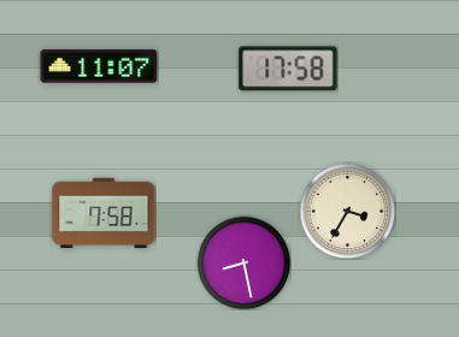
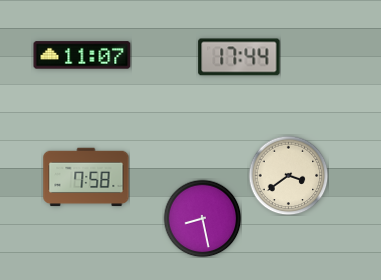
clock at (288, 69): 17:58 -> 17:44
clock at (347, 211): 3:35 -> 3:39
